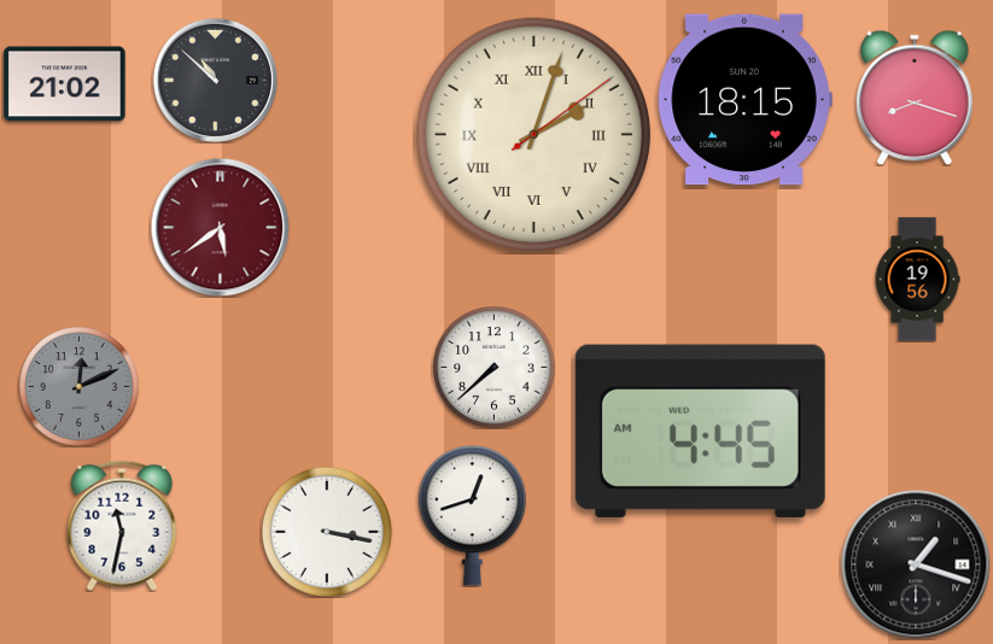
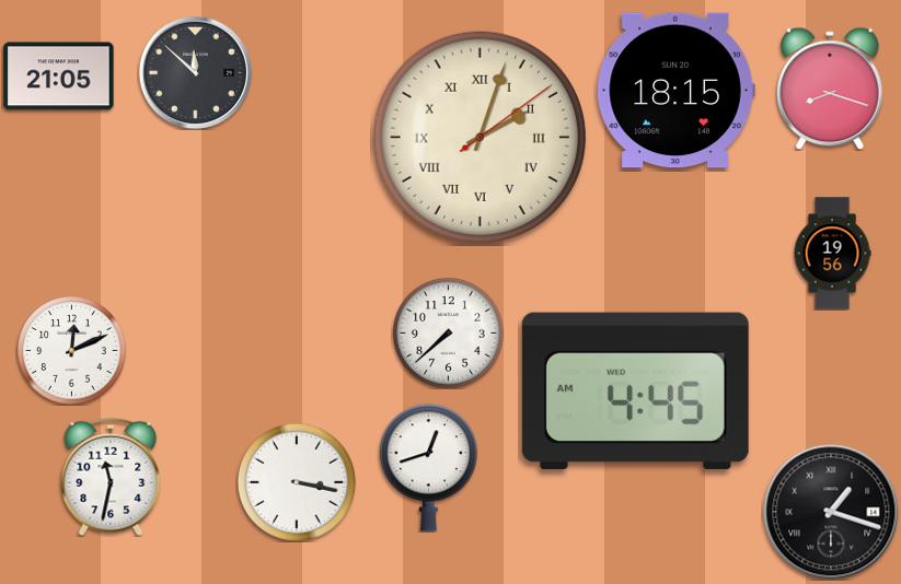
clock at (215, 80): 10:52 -> 11:52
clock at (65, 84): 21:02 -> 21:05
clock at (533, 134) position: (533, 134) -> (480, 137)
clock at (220, 227): 5:39 -> none
clock at (80, 387) dial: grey -> white
